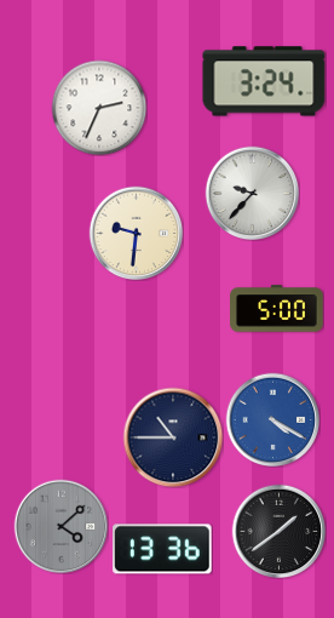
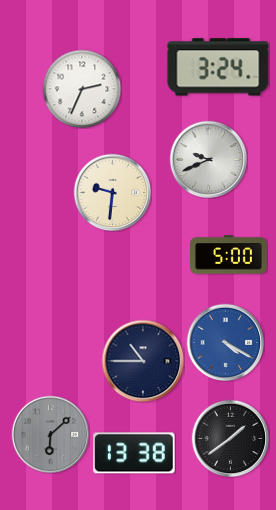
clock at (252, 193): 9:37 -> 9:41
clock at (272, 419) position: (272, 419) -> (225, 342)
clock at (61, 526): 4:08 -> 6:08
clock at (162, 549): 13:36 -> 13:38
